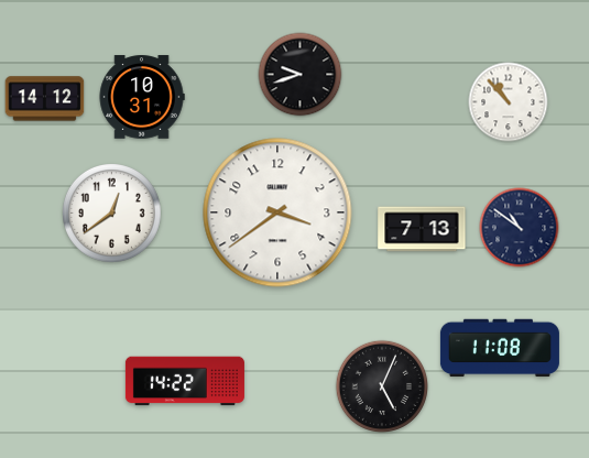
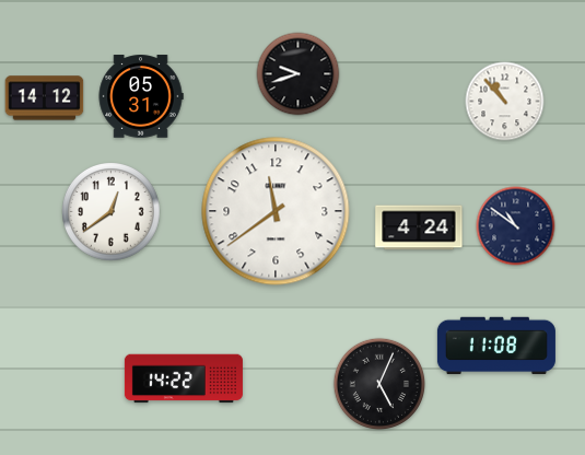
clock at (142, 97): 10:31 -> 05:31
clock at (277, 212): 3:39 -> 11:39
clock at (422, 229): 7:13 -> 4:24
